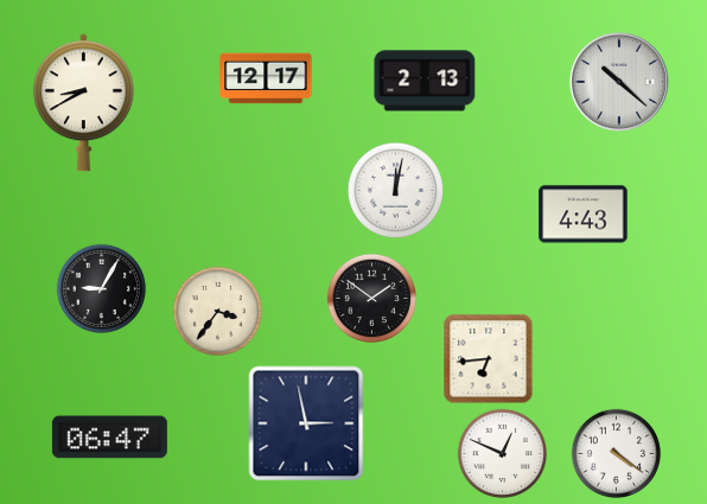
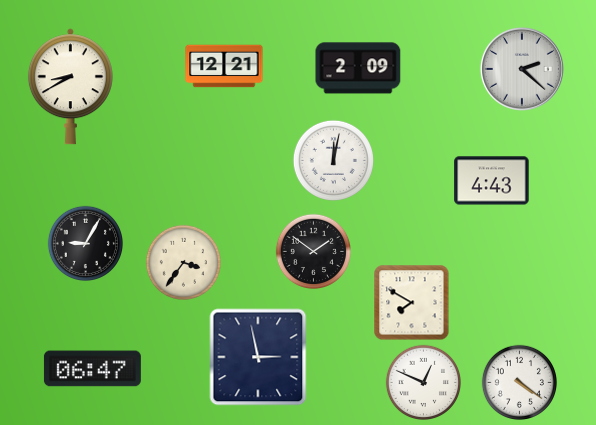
clock at (266, 78): 12:17 -> 12:21
clock at (425, 81): 2:13 -> 2:09
clock at (619, 82): 10:22 -> 2:22
clock at (489, 359): 6:44 -> 7:50
